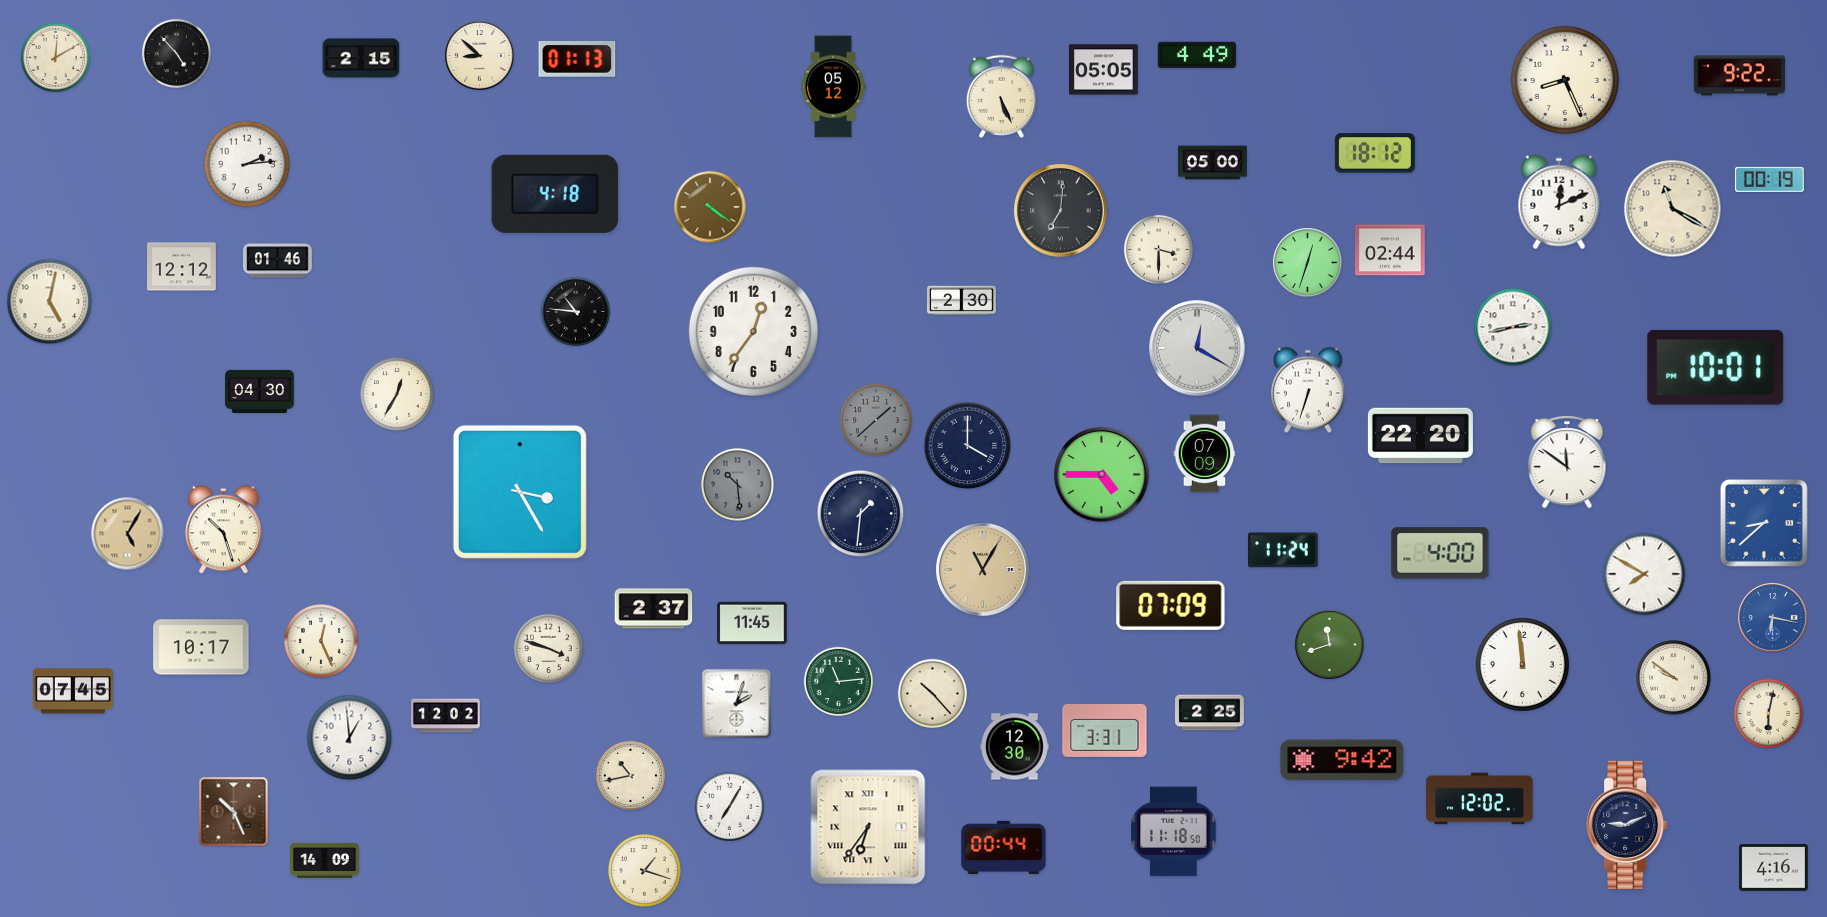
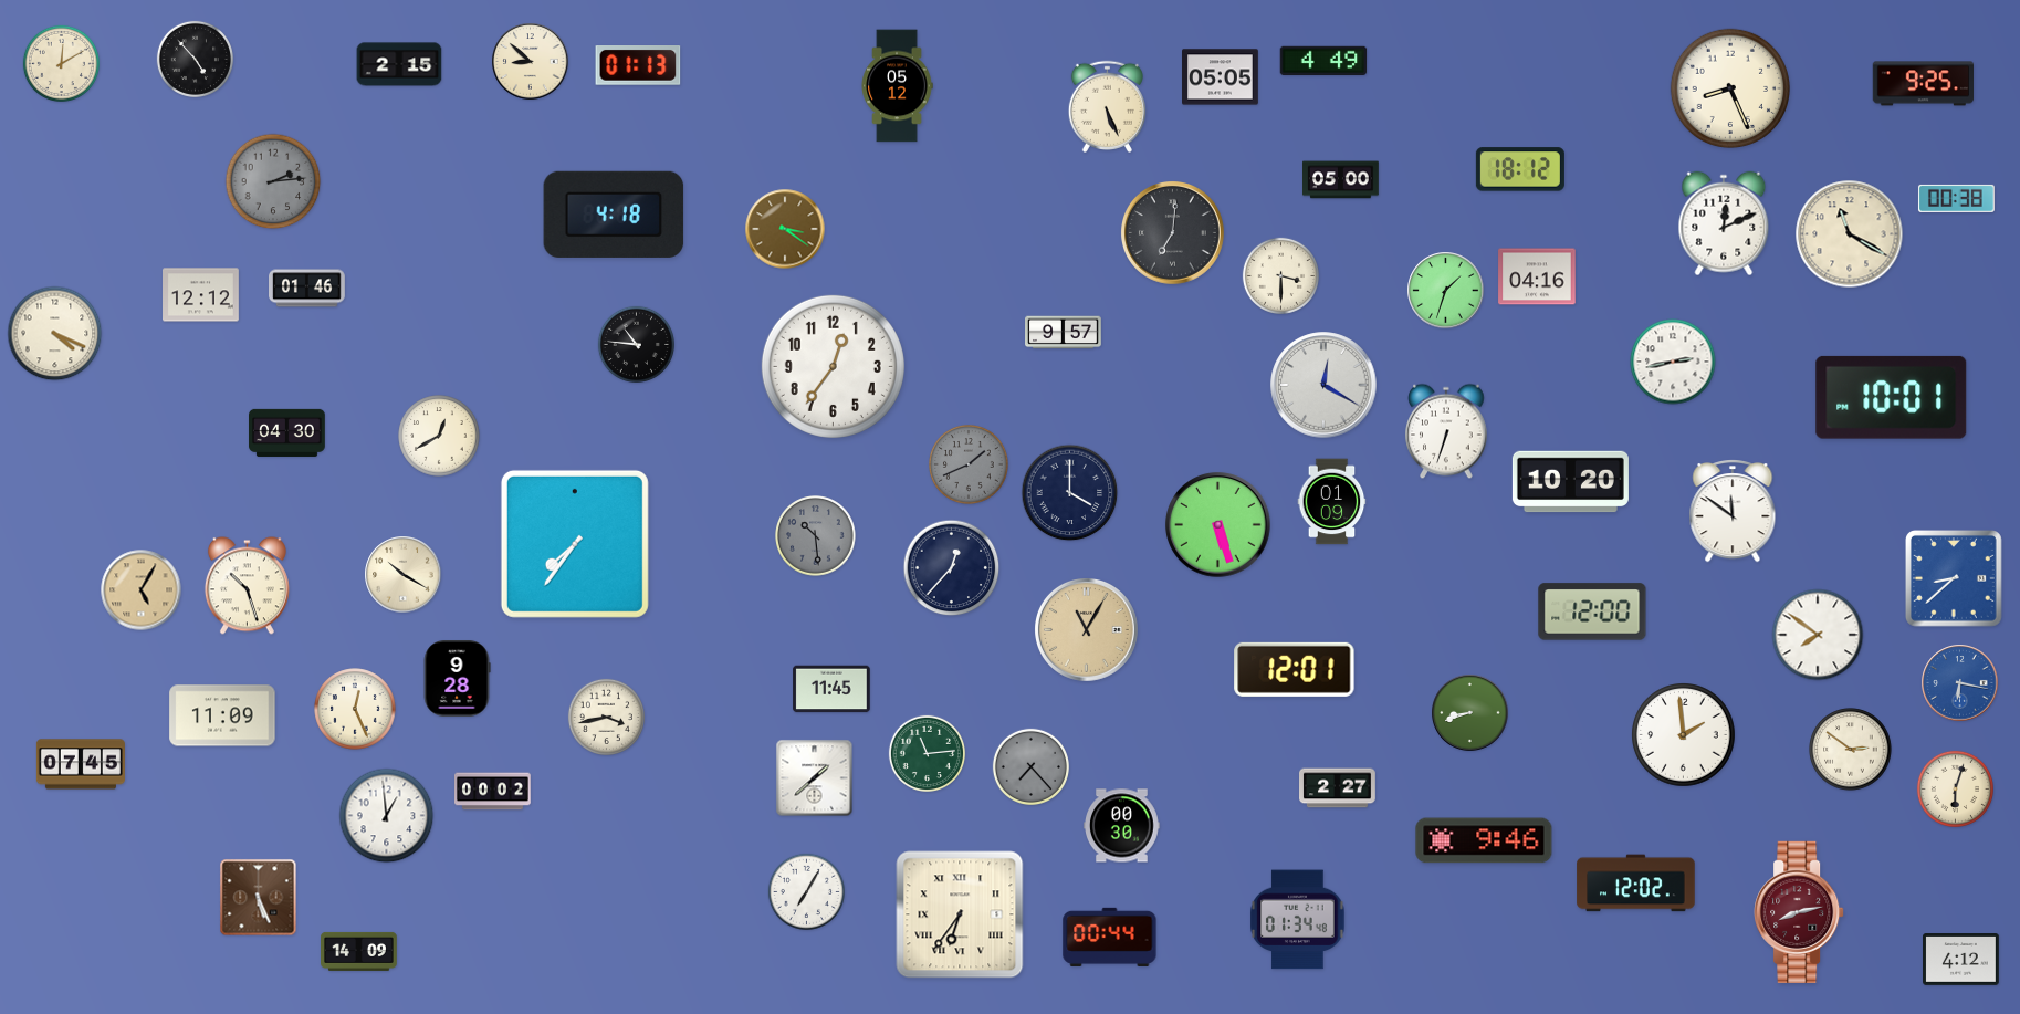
clock at (1739, 76): 9:22 -> 9:25
clock at (833, 87) position: (833, 87) -> (897, 86)
clock at (247, 164) dial: white -> grey
clock at (1769, 179): 00:19 -> 00:38
clock at (710, 207): 4:21 -> 3:21
clock at (1673, 209) position: (1673, 209) -> (1850, 234)
clock at (1390, 250): 02:44 -> 04:16
clock at (1308, 263): 12:33 -> 1:33
clock at (962, 301): 2:30 -> 9:57
clock at (50, 302): 5:02 -> 4:19
clock at (1716, 367) position: (1716, 367) -> (1892, 397)
clock at (397, 394): 12:35 -> 12:40
clock at (877, 421): 1:38 -> 1:41
clock at (1420, 436): 22:20 -> 10:20
clock at (1205, 454): 07:09 -> 01:09
clock at (1102, 475): 4:45 -> 5:27
clock at (520, 492): 3:25 -> 7:36
clock at (861, 514): 1:31 -> 12:37
clock at (404, 575): none -> 10:20
clock at (1765, 524) position: (1765, 524) -> (1955, 579)
clock at (1283, 550): 11:24 -> none
clock at (1440, 553): 4:00 -> 12:00
clock at (1644, 574): 7:50 -> 7:51
clock at (1171, 605): 07:09 -> 12:01
clock at (654, 609): 2:37 -> none
clock at (457, 679): none -> 9:28
clock at (1330, 645): 11:42 -> 8:42
clock at (201, 647): 10:17 -> 11:09
clock at (548, 648): 3:48 -> 3:43
clock at (1523, 665): 11:59 -> 1:59
clock at (1674, 678): 9:51 -> 2:51
clock at (932, 693): 10:23 -> 7:23
clock at (932, 693) dial: cream -> grey
clock at (737, 704): 2:03 -> 1:38
clock at (1210, 713): 2:25 -> 2:27
clock at (1768, 713): 6:02 -> 6:03
clock at (446, 716): 12:02 -> 00:02
clock at (1105, 730): 3:31 -> none
clock at (1015, 747): 12:30 -> 00:30
clock at (1342, 760): 9:42 -> 9:46
clock at (630, 775): 10:43 -> none
clock at (234, 812): 10:26 -> 5:26
clock at (1627, 825): 9:11 -> 8:13
clock at (1627, 825) dial: navy -> burgundy
clock at (1174, 832): 11:18 -> 01:34
clock at (1774, 868): 4:16 -> 4:12
clock at (645, 871): 1:18 -> none
